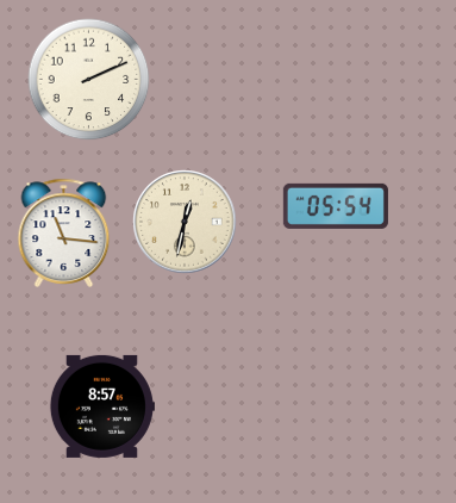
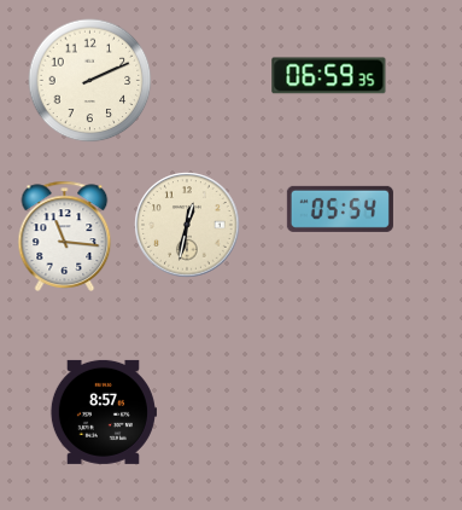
clock at (329, 76): none -> 06:59
